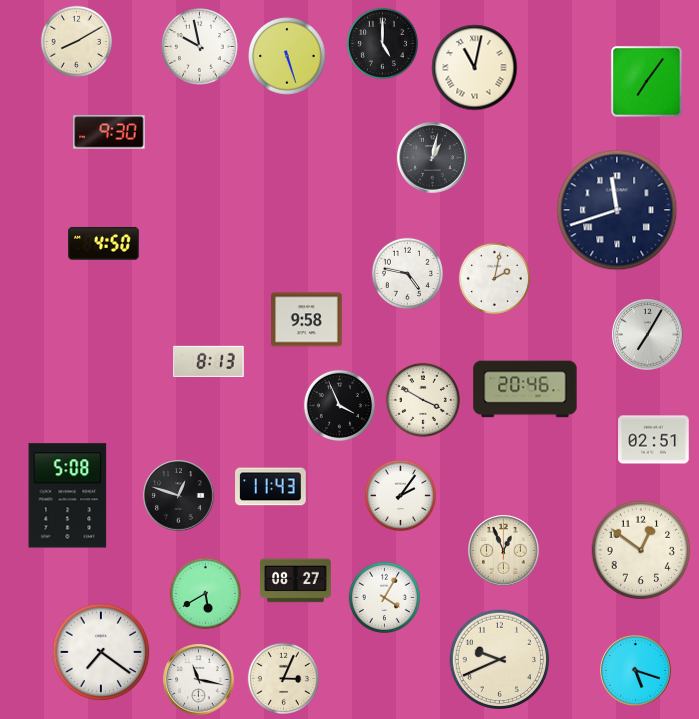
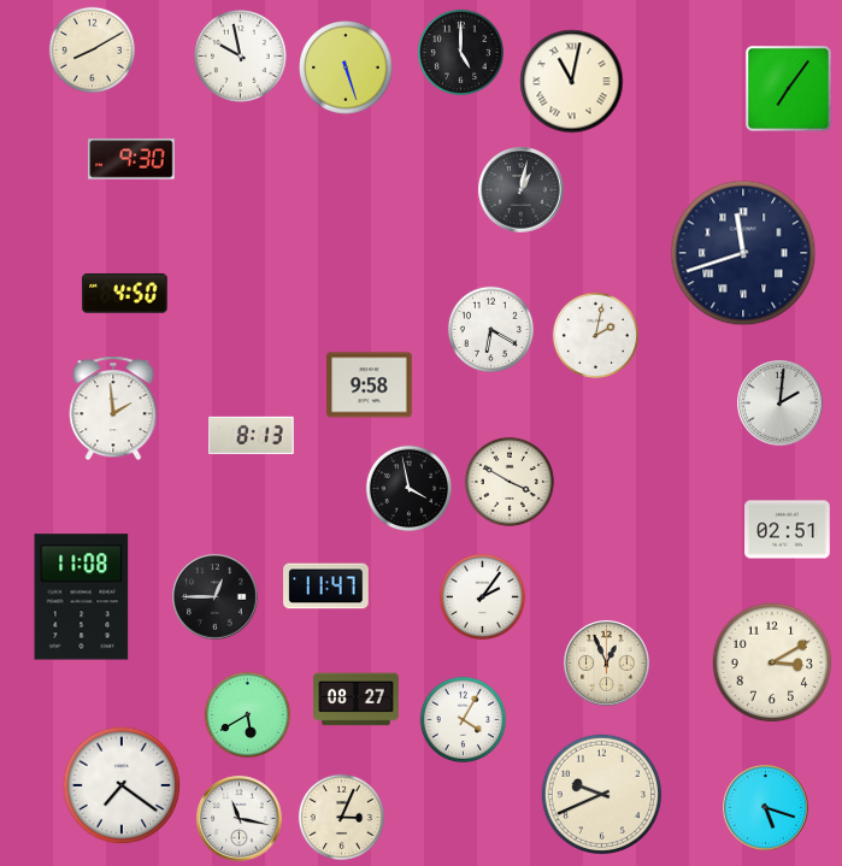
clock at (646, 81) position: (646, 81) -> (788, 88)
clock at (407, 273): 4:47 -> 6:20
clock at (648, 335): 7:05 -> 2:01
clock at (113, 408): none -> 1:59
clock at (525, 389): 20:46 -> none
clock at (339, 405): 3:56 -> 3:58
clock at (271, 487): 11:43 -> 11:47
clock at (68, 496): 5:08 -> 11:08
clock at (179, 496): 12:48 -> 12:45
clock at (641, 550): 12:51 -> 3:10
